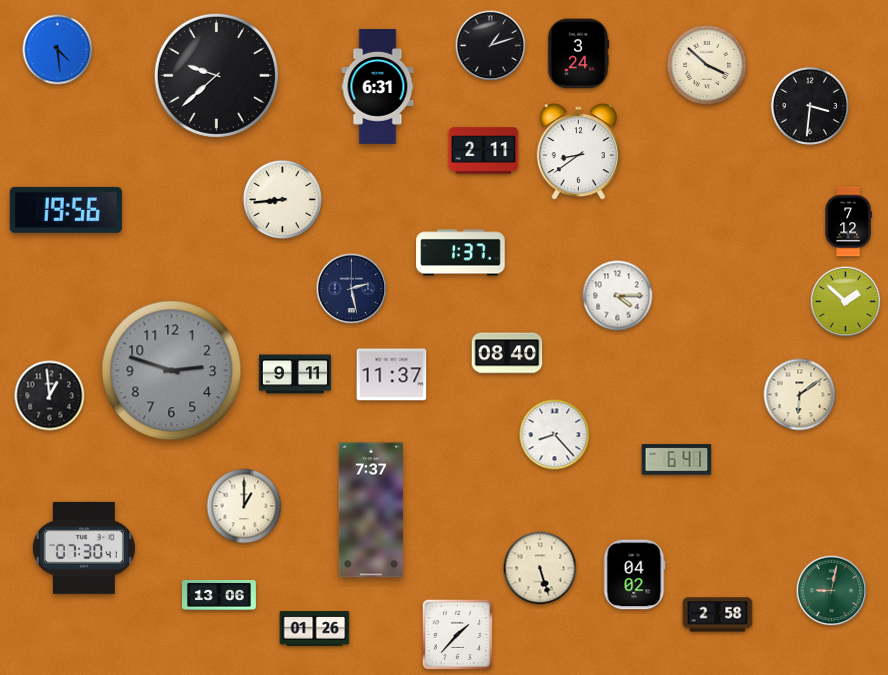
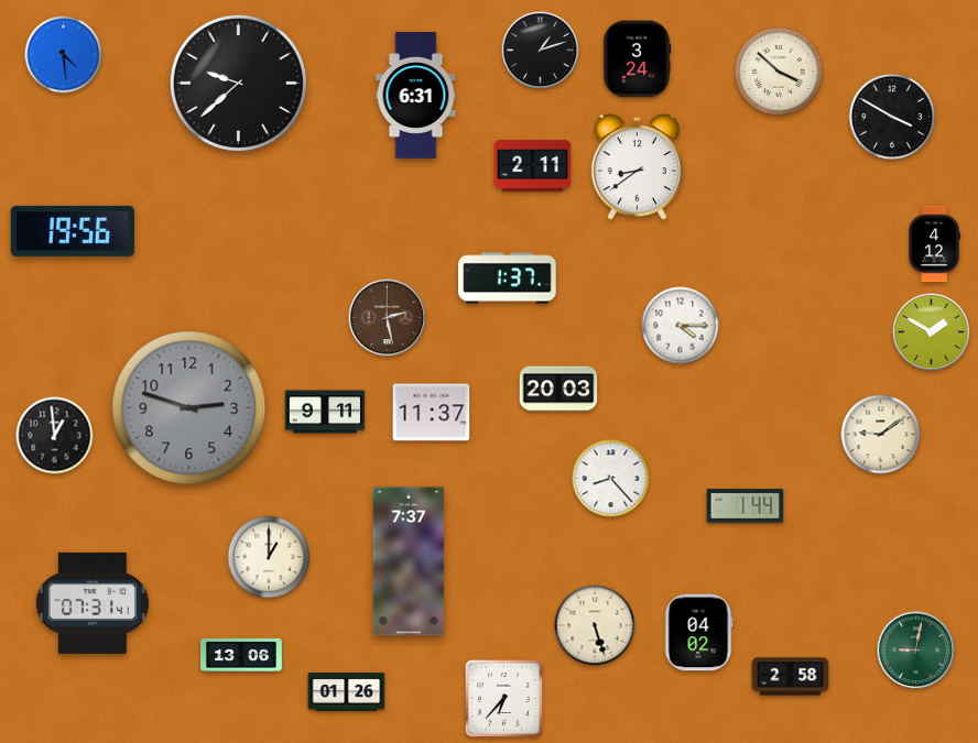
clock at (810, 106): 3:31 -> 3:50
clock at (282, 199): 8:44 -> none
clock at (848, 222): 7:12 -> 4:12
clock at (352, 289) dial: navy -> brown
clock at (846, 302): 1:52 -> 1:50
clock at (507, 353): 08:40 -> 20:03
clock at (800, 395): 6:09 -> 9:09
clock at (677, 460): 6:41 -> 1:44
clock at (84, 548): 07:30 -> 07:31
clock at (457, 634): 1:37 -> 6:37
